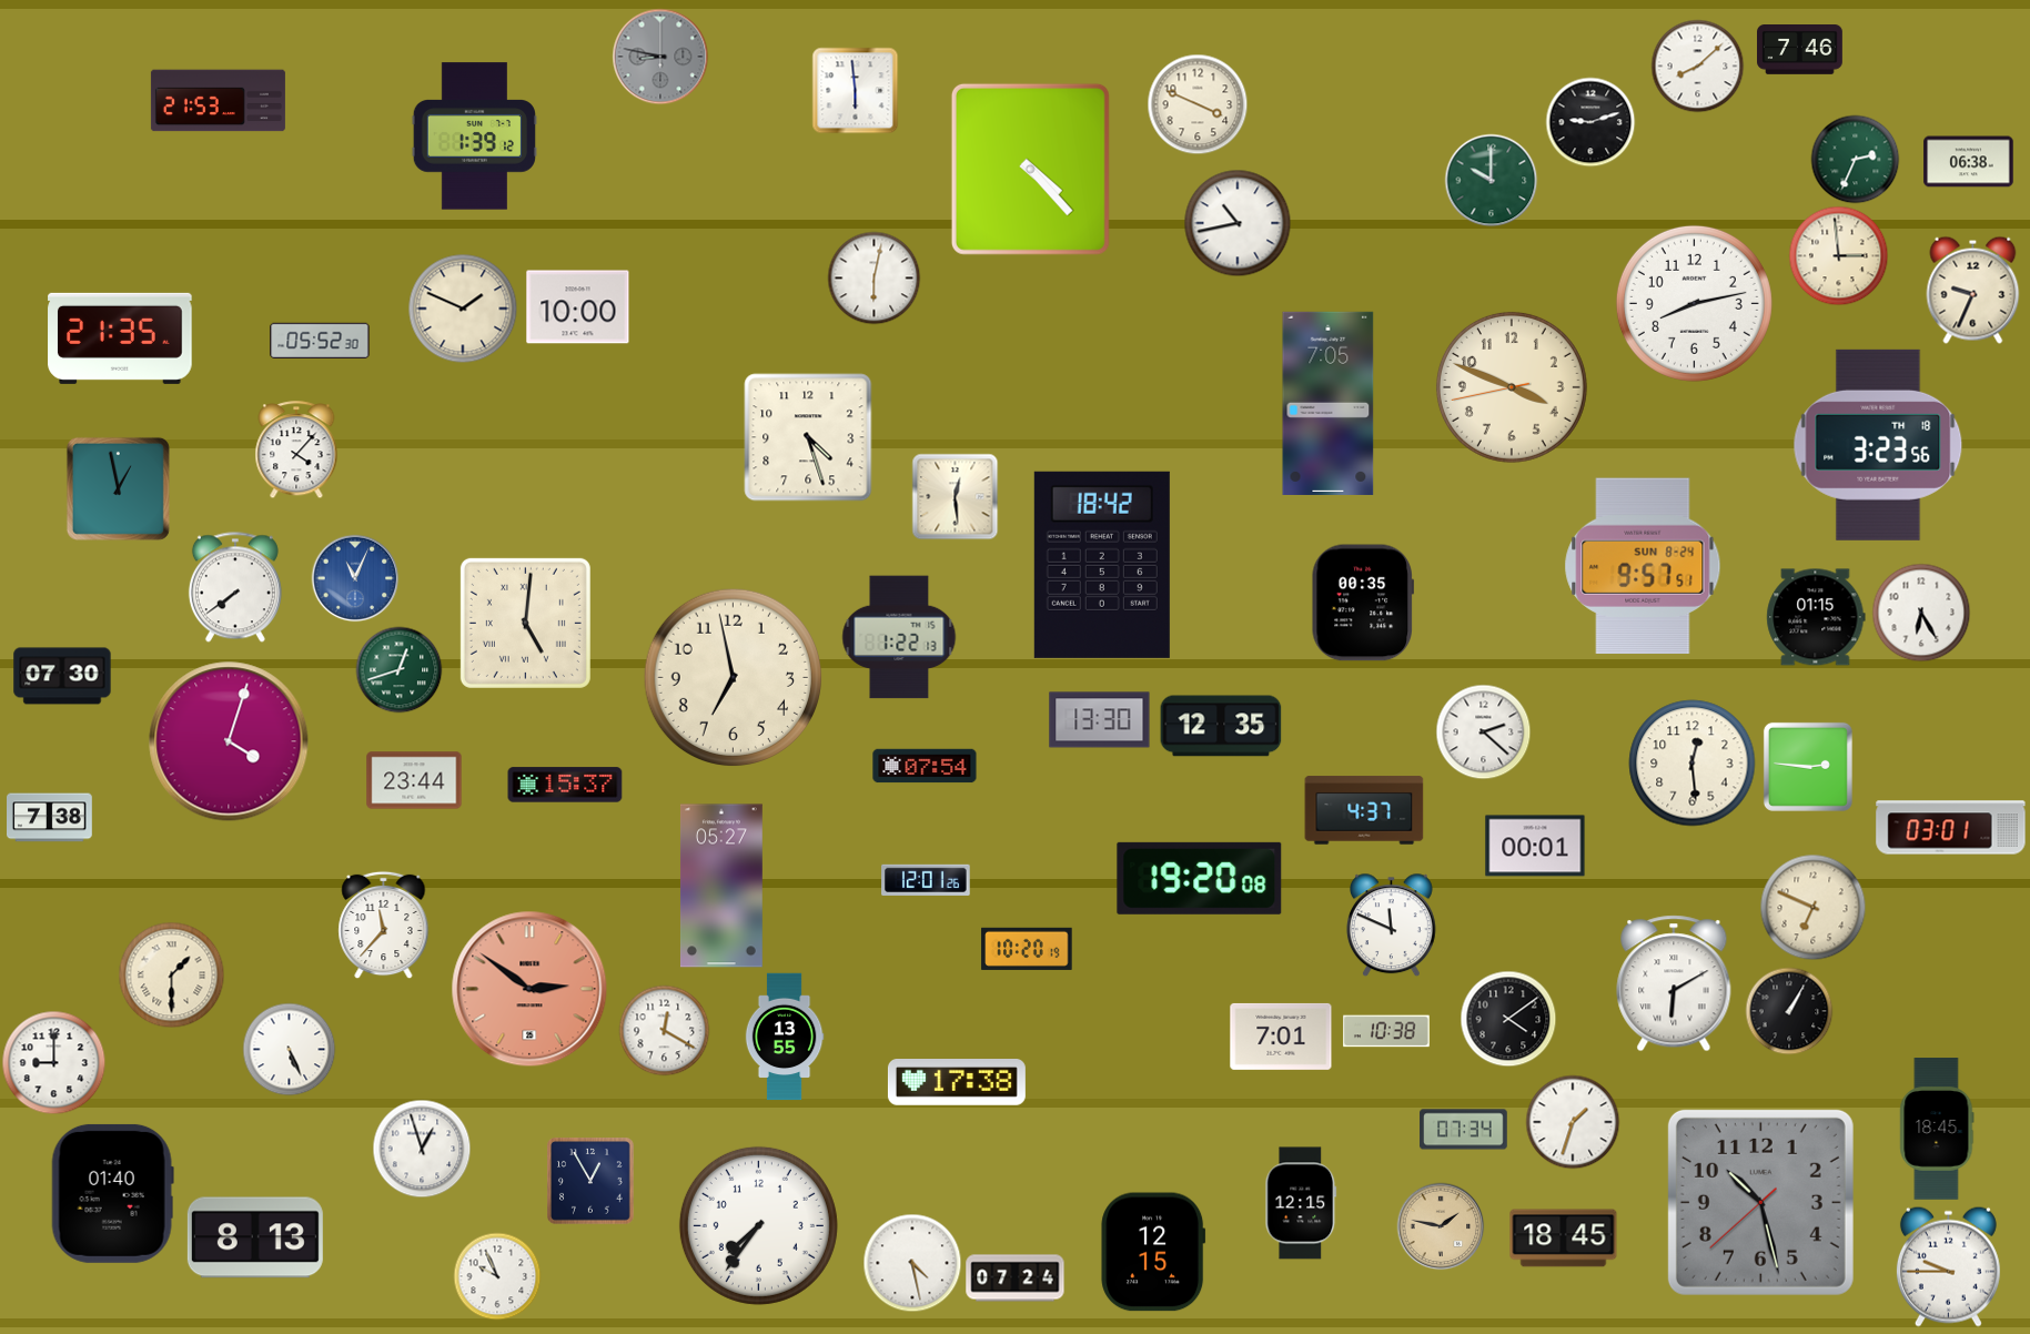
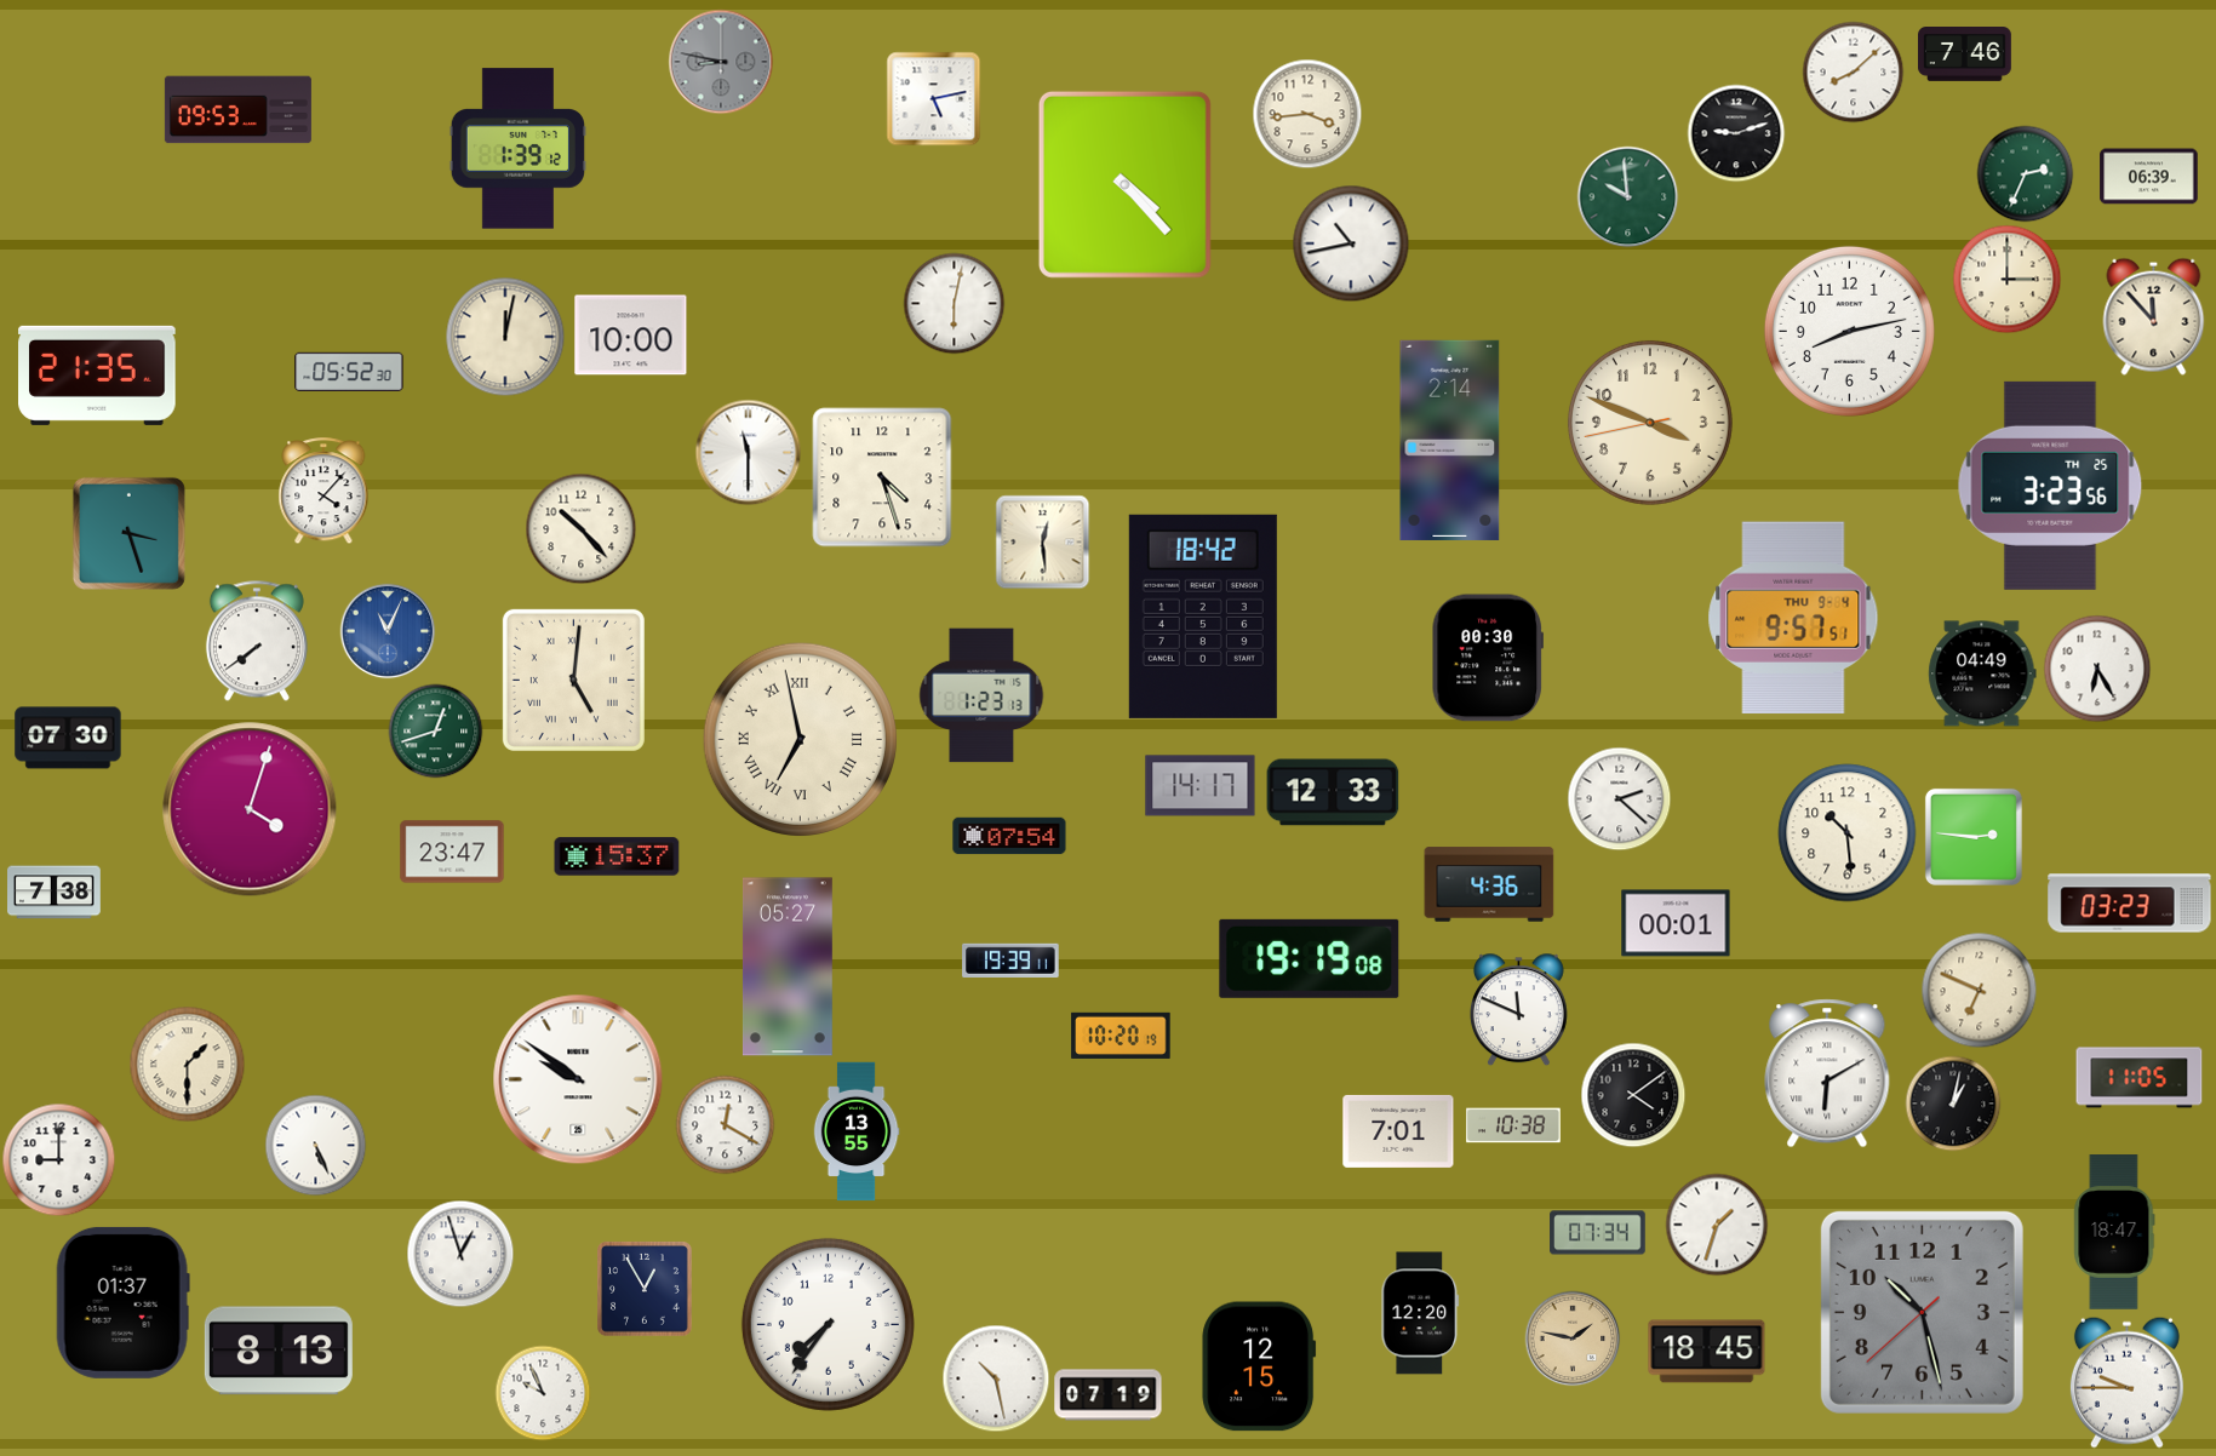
clock at (855, 90): 5:59 -> 5:13
clock at (218, 101): 21:53 -> 09:53
clock at (1198, 104): 3:49 -> 3:44
clock at (1969, 162): 06:38 -> 06:39
clock at (1491, 180): 10:00 -> 9:59
clock at (1838, 255): 2:59 -> 3:00
clock at (1973, 290): 9:34 -> 11:53
clock at (463, 309): 1:49 -> 12:02
clock at (120, 338) position: (120, 338) -> (97, 376)
clock at (1329, 403): 7:05 -> 2:14
clock at (748, 452): none -> 11:30
clock at (1878, 445) date: TH 18 -> TH 25
clock at (580, 528): none -> 10:23
clock at (118, 488): 12:58 -> 3:27
clock at (1643, 566) date: SUN 8-24 -> THU 9-4
clock at (1363, 603): 00:35 -> 00:30
clock at (1816, 617): 01:15 -> 04:49
clock at (899, 637): 1:22 -> 1:23
clock at (733, 677) numerals: Arabic -> Roman
clock at (1100, 720): 13:30 -> 14:17
clock at (1221, 726): 12:35 -> 12:33
clock at (1693, 764): 12:29 -> 10:29
clock at (414, 780): 23:44 -> 23:47
clock at (1364, 810): 4:37 -> 4:36
clock at (1951, 828): 03:01 -> 03:23
clock at (1200, 878): 19:20 -> 19:19
clock at (926, 880): 12:01 -> 19:39
clock at (384, 924): 11:37 -> none
clock at (2140, 1078): none -> 11:05
clock at (529, 989): 2:51 -> 9:51
clock at (529, 989) dial: salmon -> white
clock at (1789, 1011): 1:05 -> 1:02
clock at (1508, 1019) position: (1508, 1019) -> (1633, 1095)
clock at (957, 1083): 17:38 -> none
clock at (1937, 1129): 18:45 -> 18:47
clock at (112, 1193): 01:40 -> 01:37
clock at (1301, 1203): 12:15 -> 12:20
clock at (758, 1225) position: (758, 1225) -> (828, 1324)
clock at (912, 1263): 4:28 -> 10:28
clock at (1016, 1279): 07:24 -> 07:19
